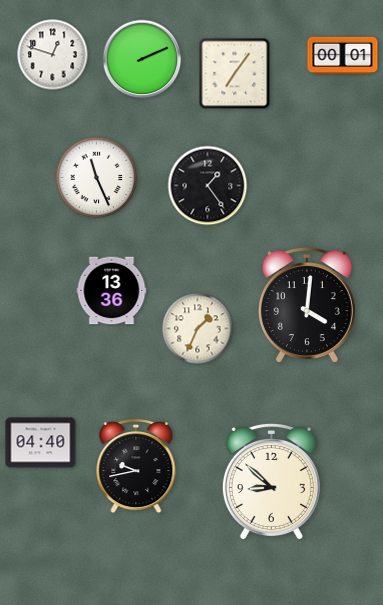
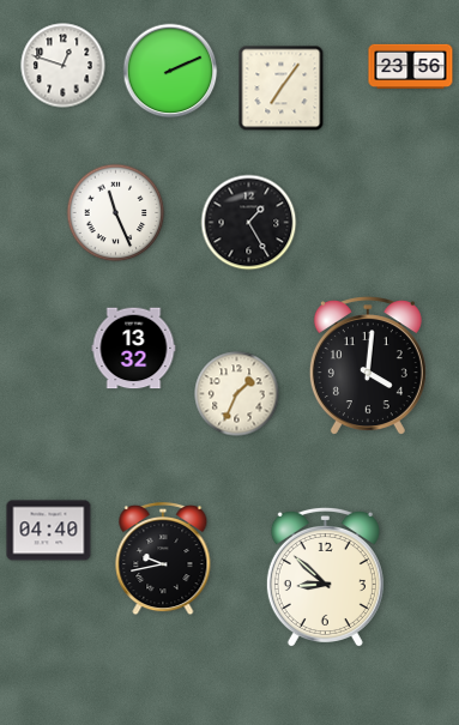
clock at (343, 55): 00:01 -> 23:56
clock at (208, 186): 1:24 -> 1:25
clock at (112, 291): 13:36 -> 13:32
